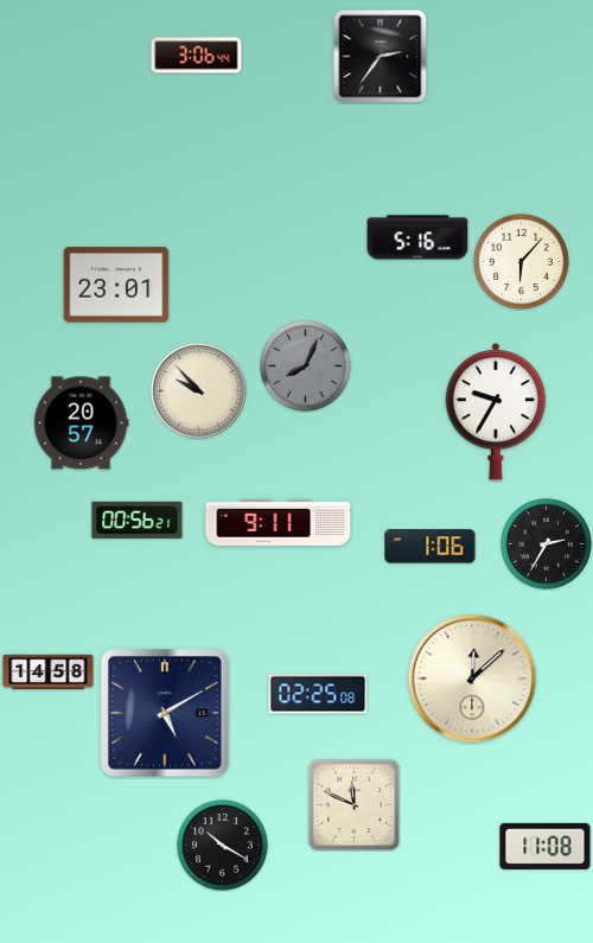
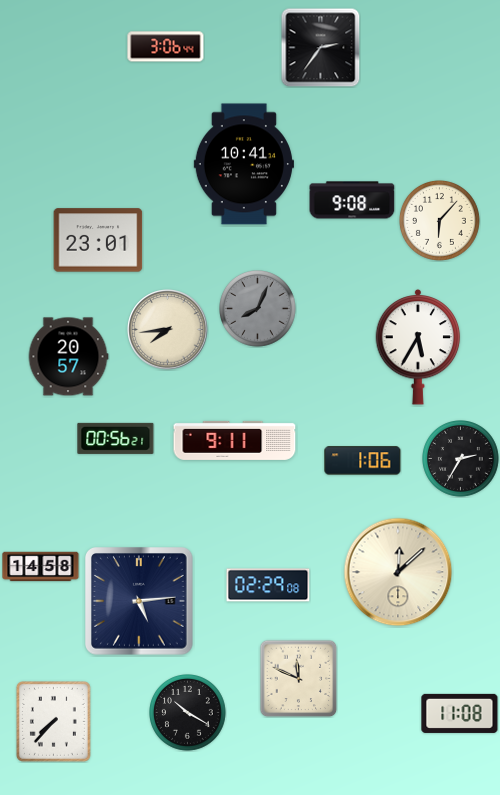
clock at (244, 164): none -> 10:41
clock at (417, 237): 5:16 -> 9:08
clock at (199, 391): 9:53 -> 7:44
clock at (496, 412): 9:35 -> 5:35
clock at (318, 694): 02:25 -> 02:29
clock at (166, 714): 5:10 -> 5:14
clock at (53, 721): none -> 7:37
